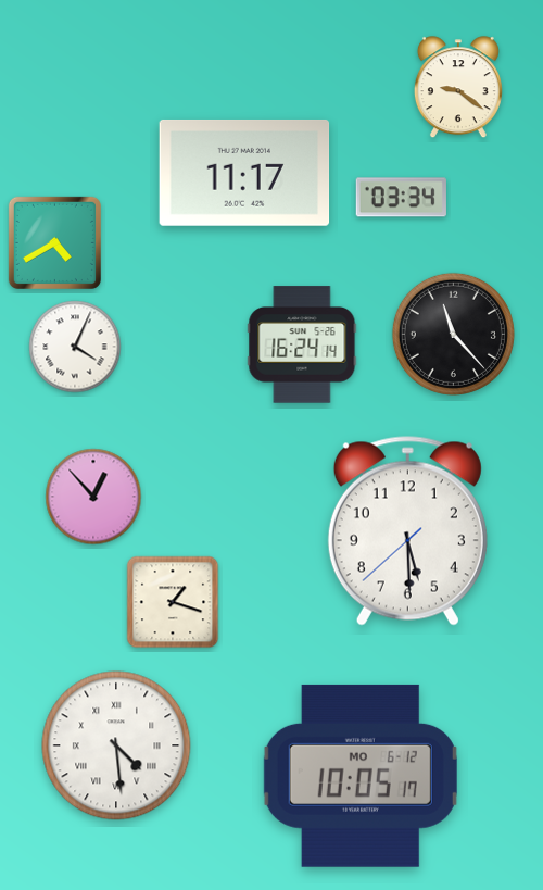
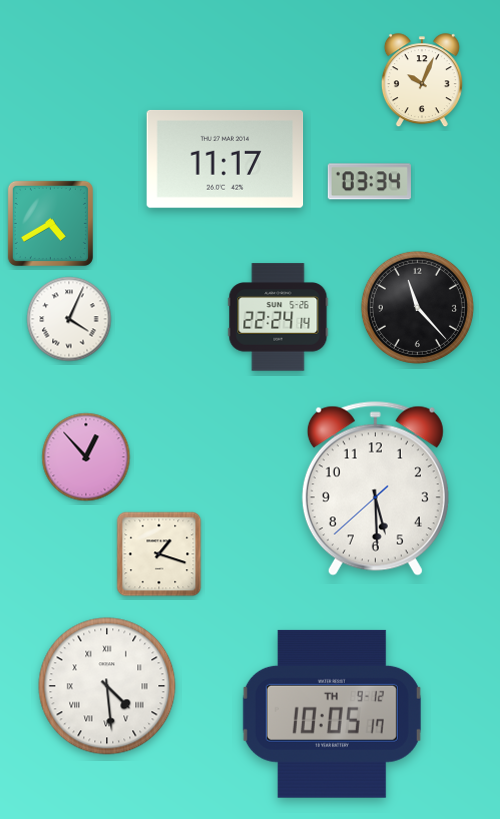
clock at (458, 88): 9:21 -> 10:04
clock at (302, 344): 16:24 -> 22:24
clock at (361, 776) date: MO 6-12 -> TH 9-12
